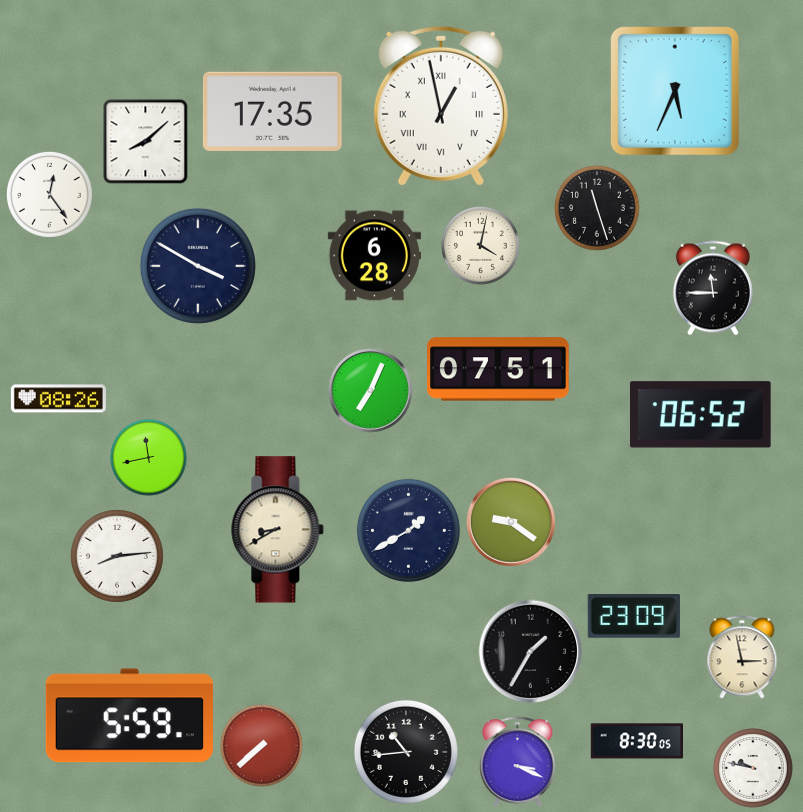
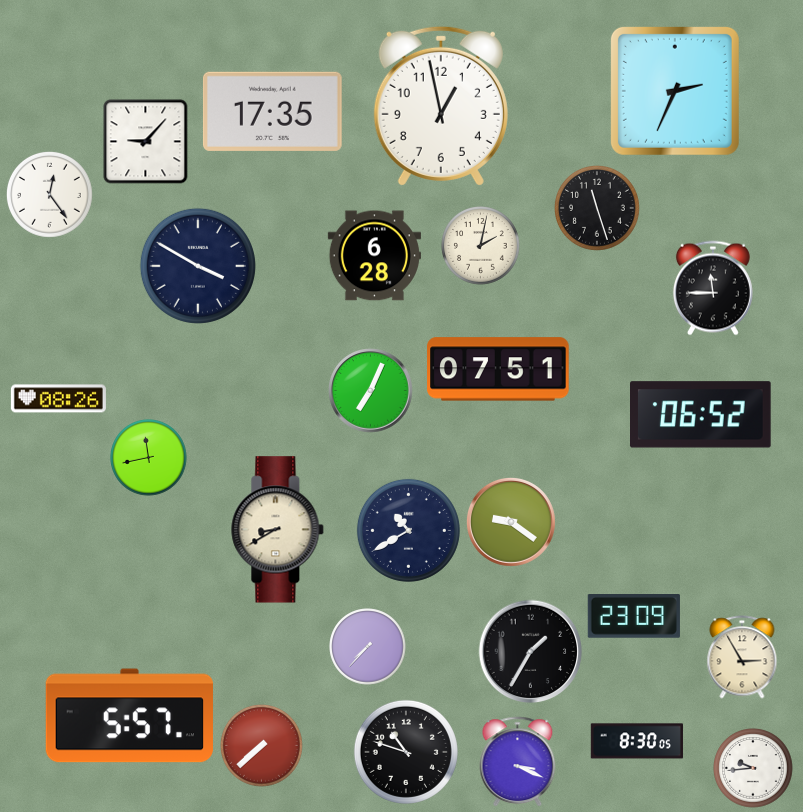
clock at (675, 91): 5:34 -> 2:34
clock at (441, 106) numerals: Roman -> Arabic
clock at (146, 142): 8:08 -> 9:07
clock at (481, 246): 4:02 -> 2:02
clock at (408, 530): 1:40 -> 10:40
clock at (117, 556): 8:14 -> none
clock at (368, 647): none -> 7:37
clock at (742, 657): 2:58 -> 2:55
clock at (129, 716): 5:59 -> 5:57
clock at (406, 752): 10:44 -> 10:48
clock at (753, 768): 9:47 -> 9:44
